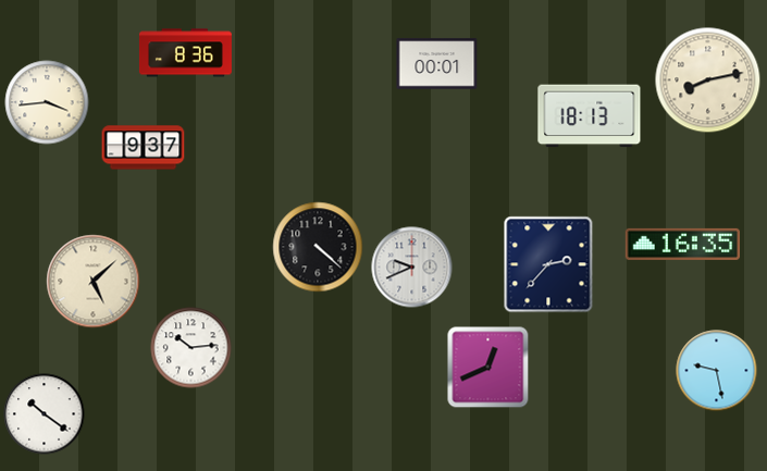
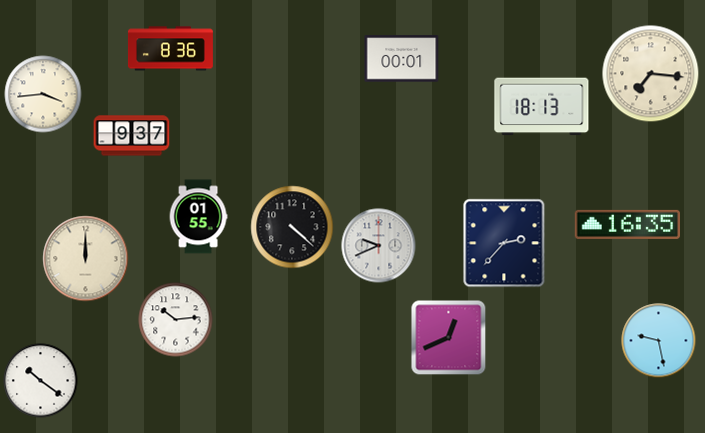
clock at (708, 80): 8:13 -> 7:16
clock at (198, 217): none -> 01:55
clock at (94, 282): 5:08 -> 12:00
